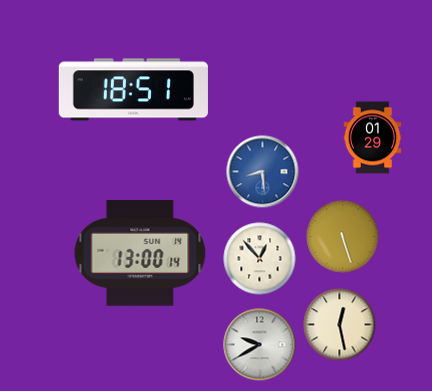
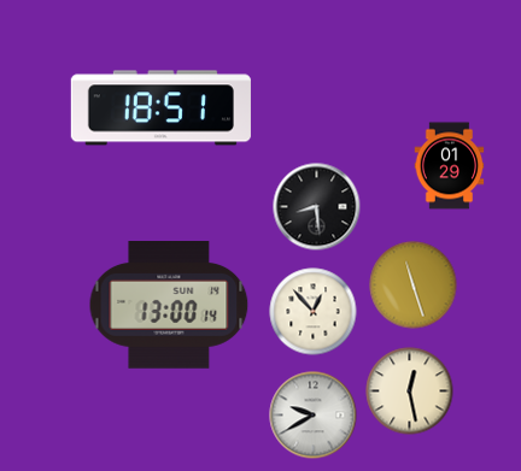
clock at (263, 172) dial: blue -> black
clock at (343, 237): 5:27 -> 11:27
